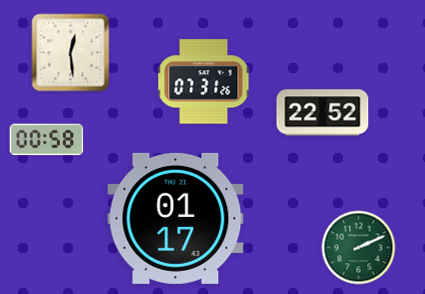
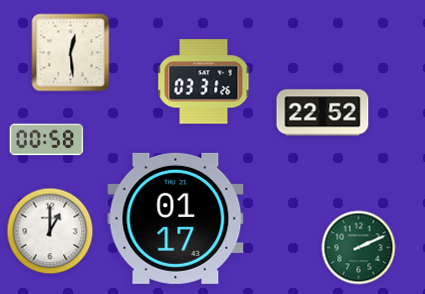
clock at (204, 82): 07:31 -> 03:31
clock at (50, 231): none -> 1:00
